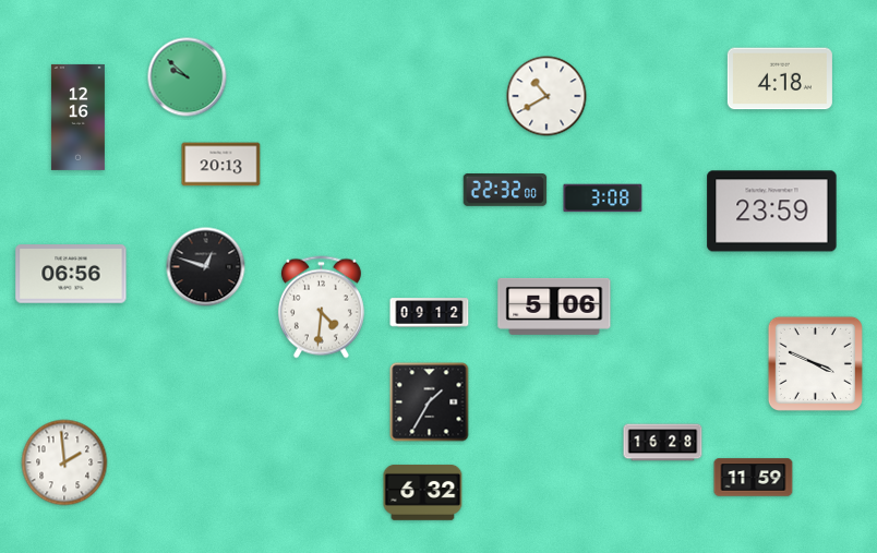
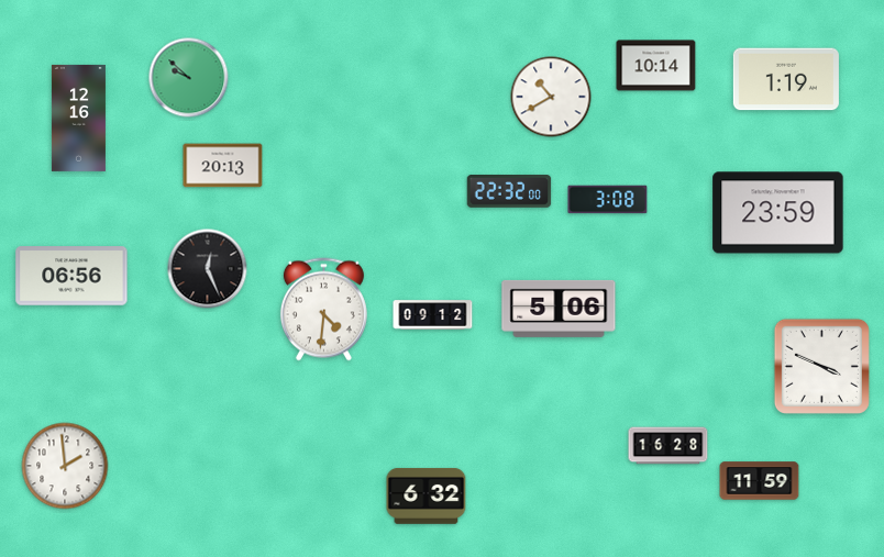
clock at (656, 66): none -> 10:14
clock at (780, 79): 4:18 -> 1:19
clock at (206, 267): 12:48 -> 12:26
clock at (430, 402): 1:35 -> none
